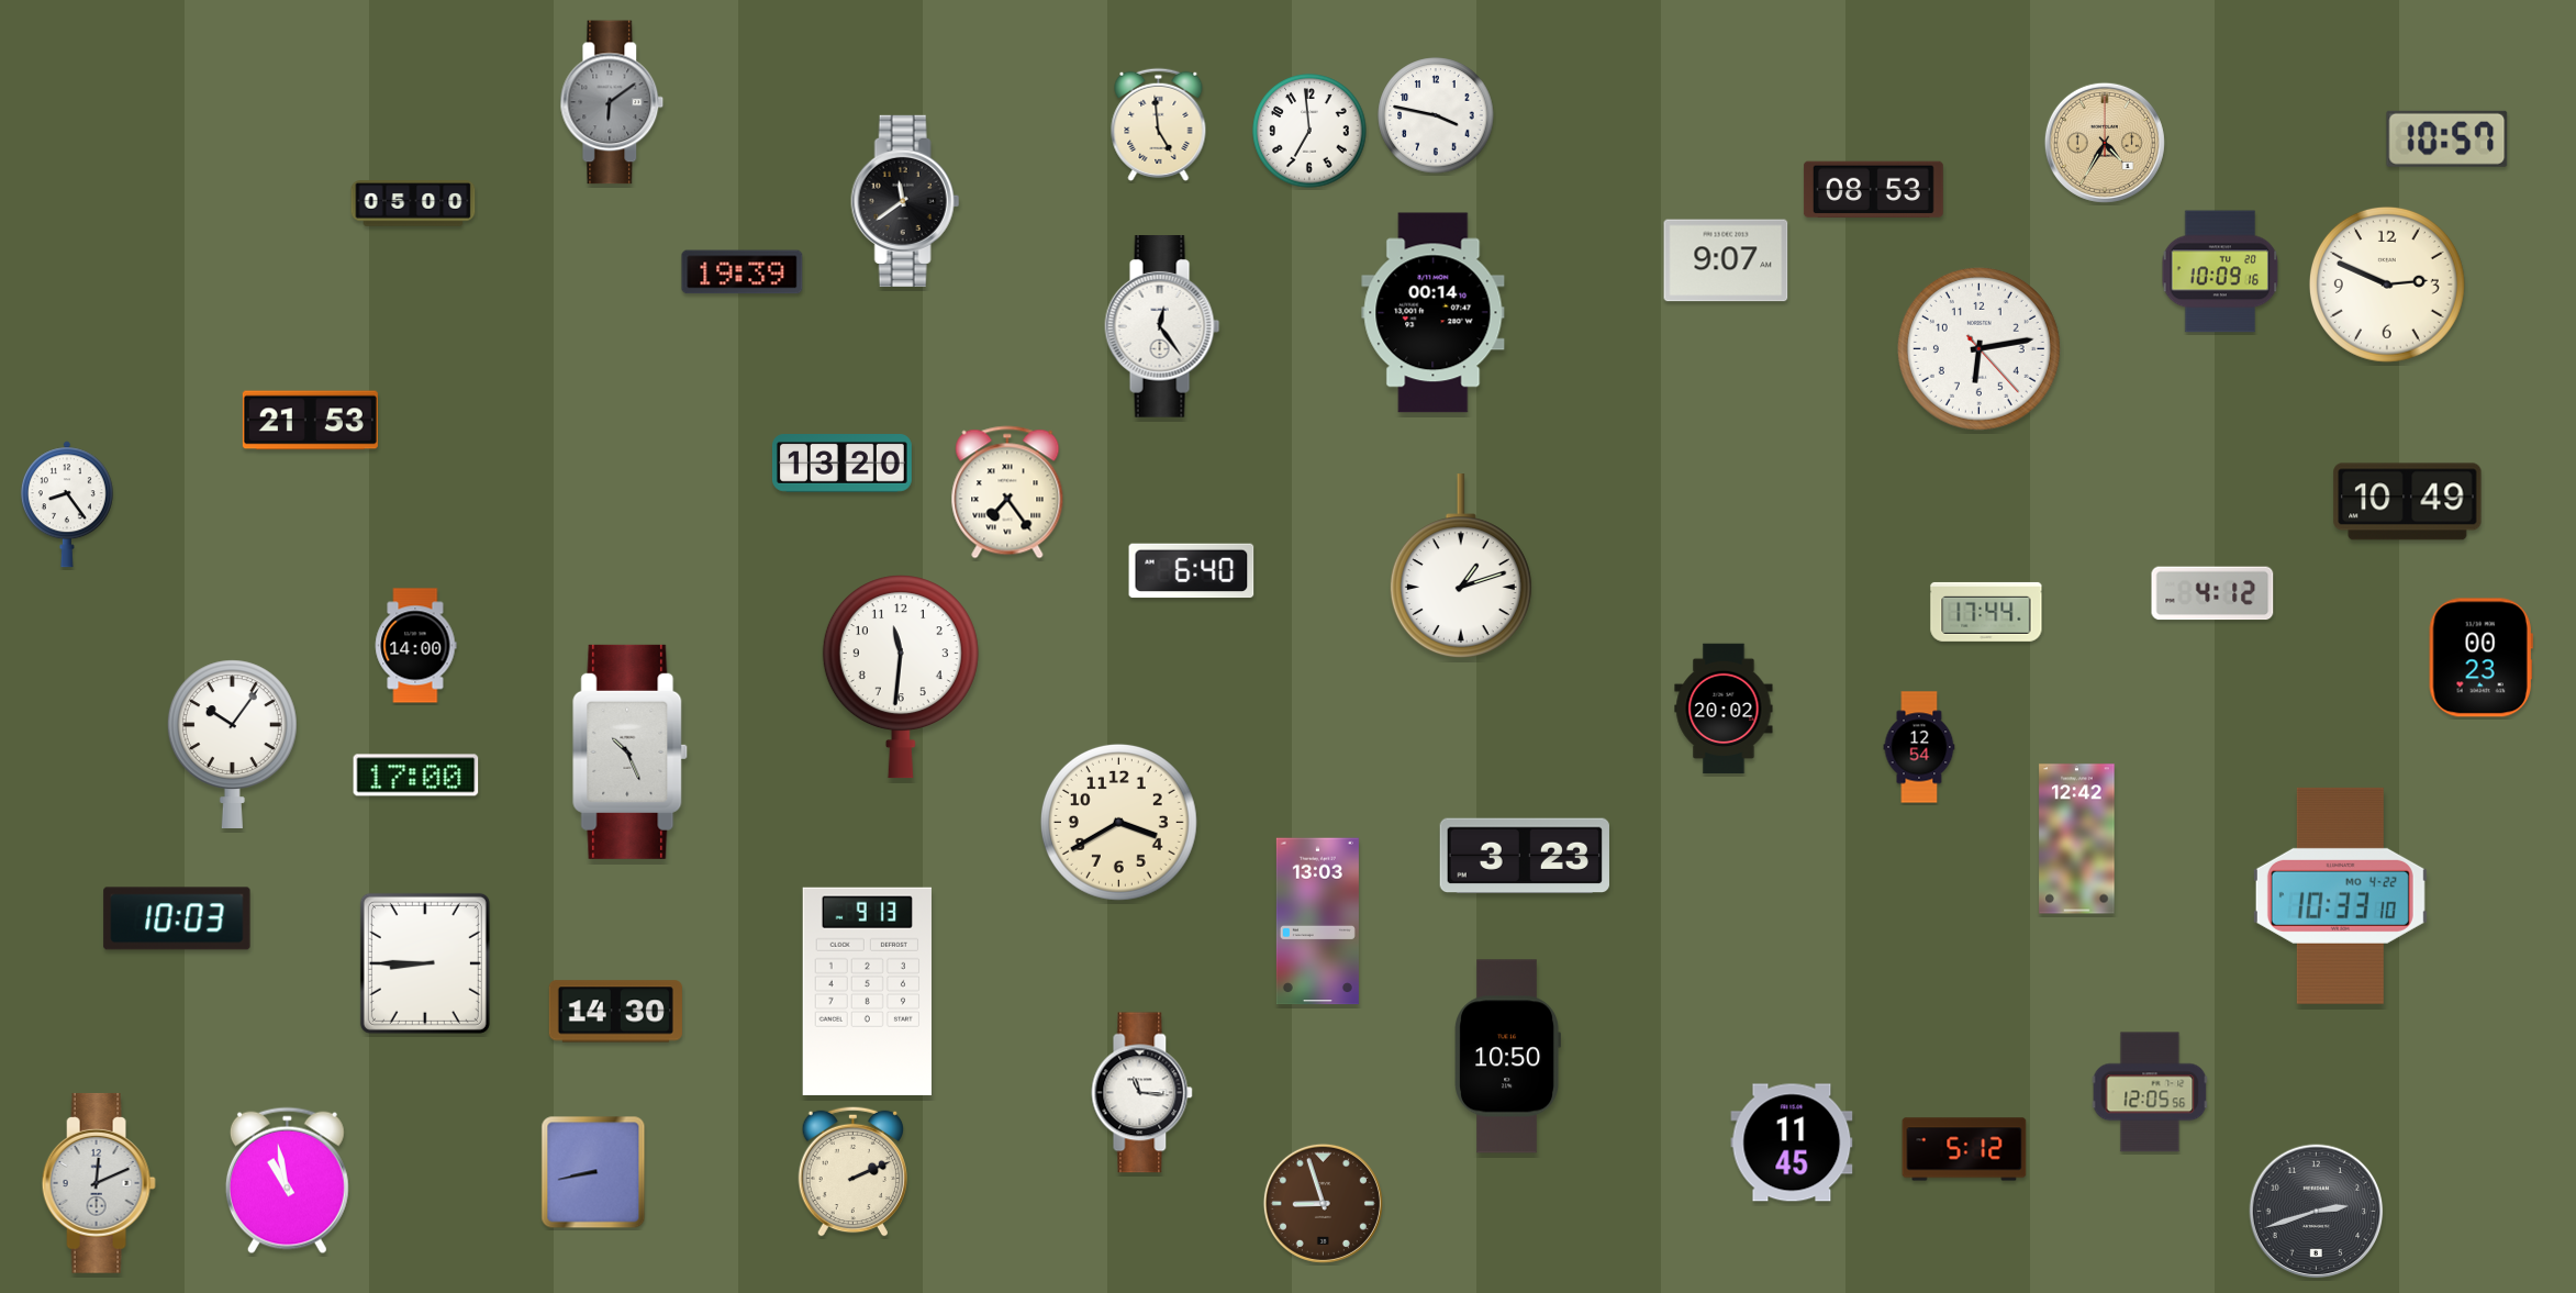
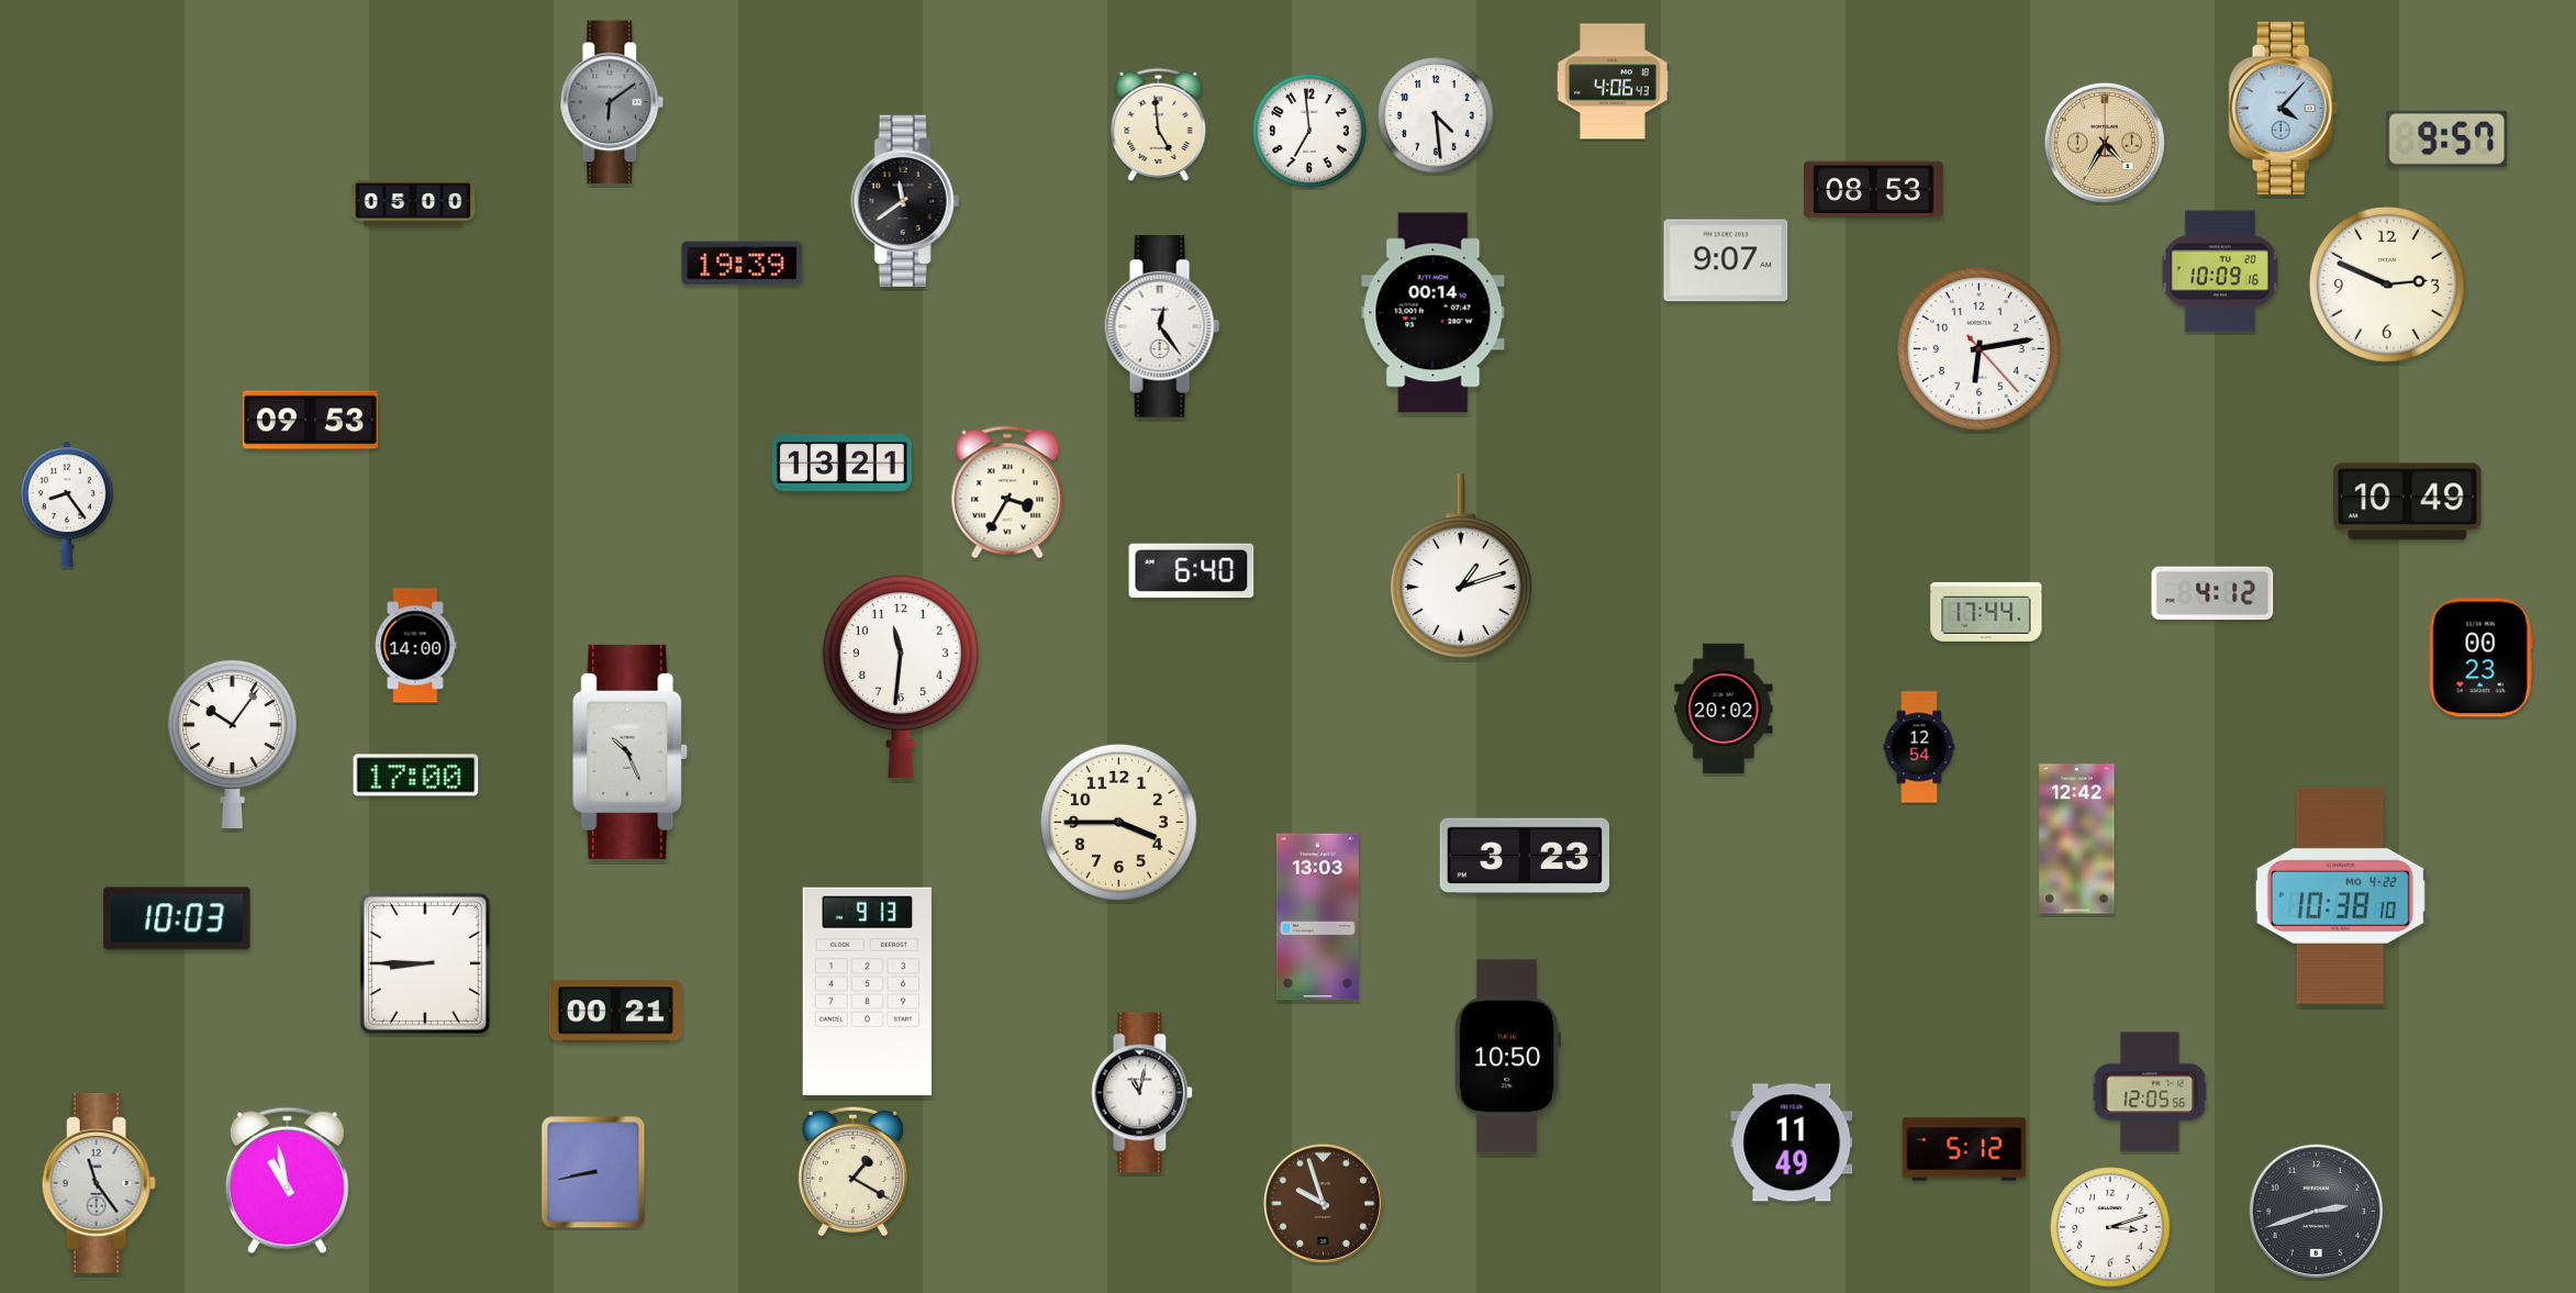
clock at (1613, 81): none -> 4:06
clock at (2284, 108): none -> 4:07
clock at (1436, 115): 3:47 -> 4:29
clock at (2447, 138): 10:57 -> 9:57
clock at (743, 272) position: (743, 272) -> (743, 264)
clock at (310, 421): 21:53 -> 09:53
clock at (841, 464): 13:20 -> 13:21
clock at (1007, 492): 7:24 -> 3:35
clock at (1118, 822): 3:40 -> 3:45
clock at (2340, 895): 10:33 -> 10:38
clock at (1317, 922) position: (1317, 922) -> (1317, 917)
clock at (615, 1012): 14:30 -> 00:21
clock at (1142, 1093): 11:16 -> 11:02
clock at (1792, 1142): 11:45 -> 11:49
clock at (852, 1171): 2:11 -> 1:20
clock at (99, 1183): 12:11 -> 11:24
clock at (1323, 1203): 8:57 -> 9:57
clock at (2110, 1227): none -> 3:12
